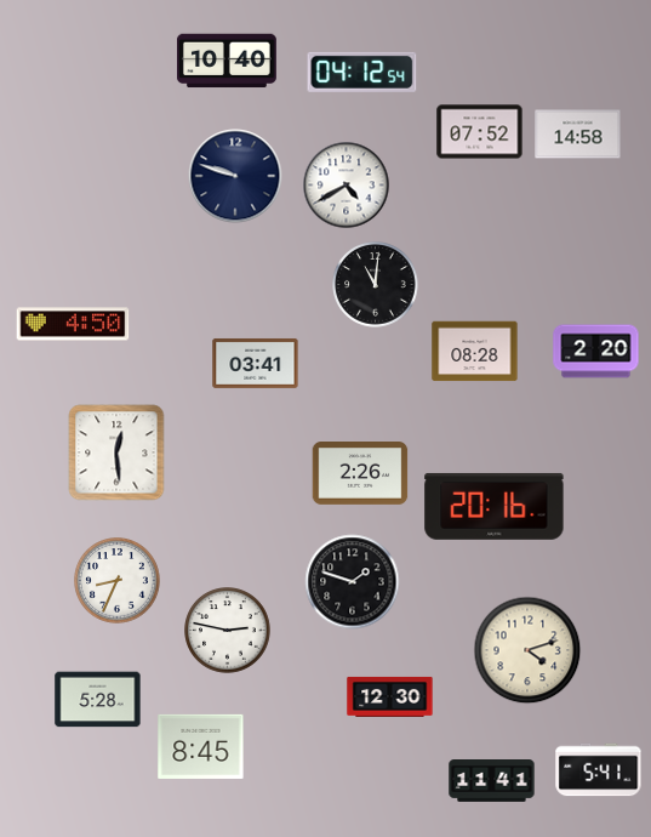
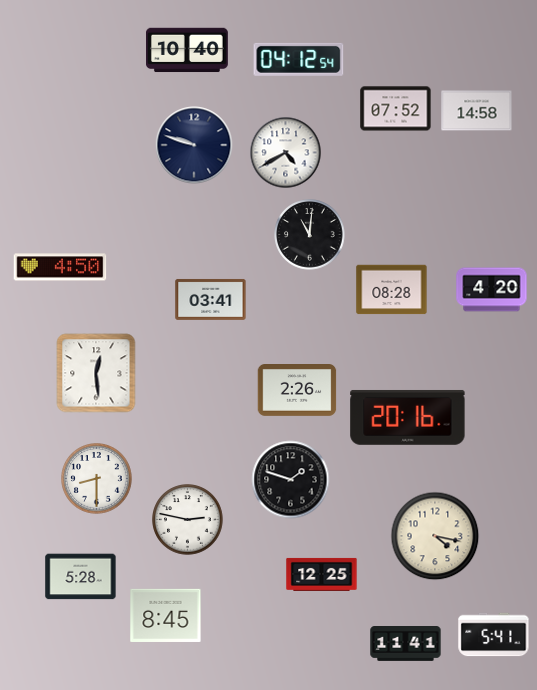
clock at (596, 352): 2:20 -> 4:20
clock at (118, 581): 8:34 -> 8:30
clock at (527, 650): 4:12 -> 4:17
clock at (390, 696): 12:30 -> 12:25
